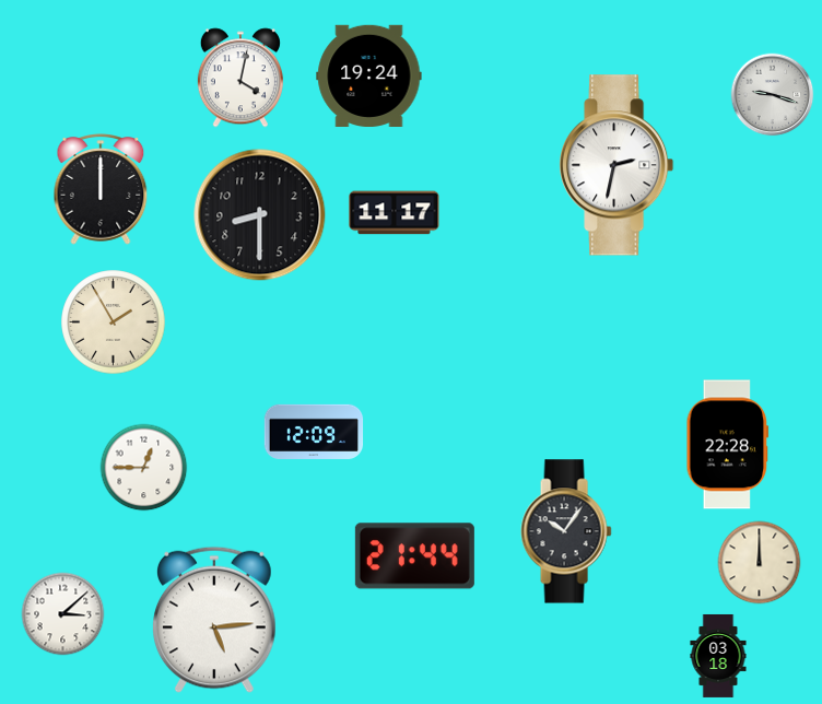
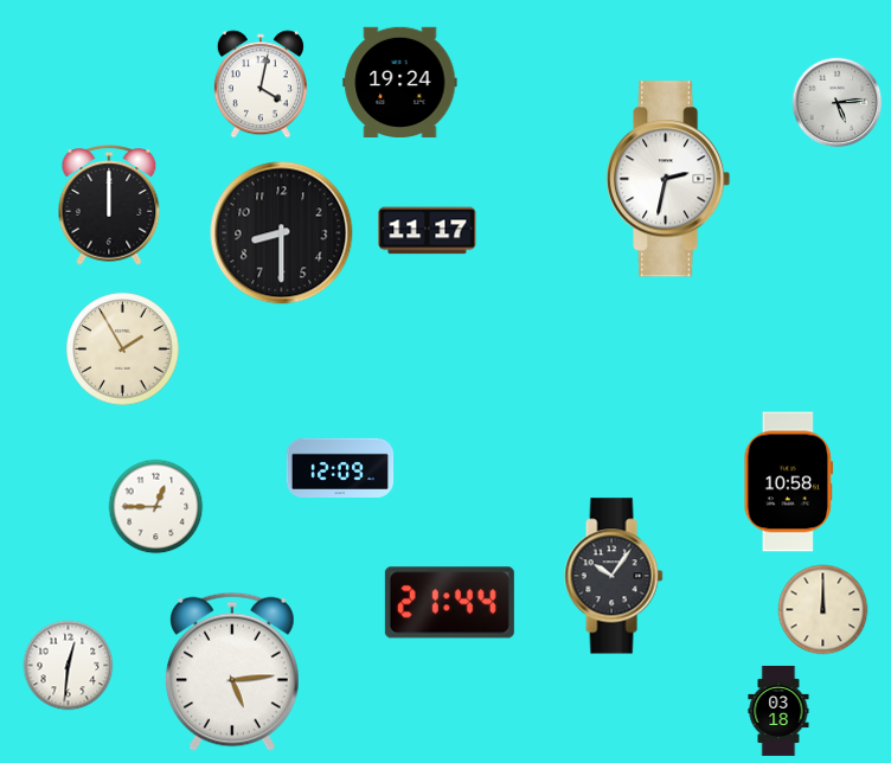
clock at (773, 95): 9:18 -> 5:14
clock at (728, 445): 22:28 -> 10:58
clock at (63, 614): 3:08 -> 12:31
